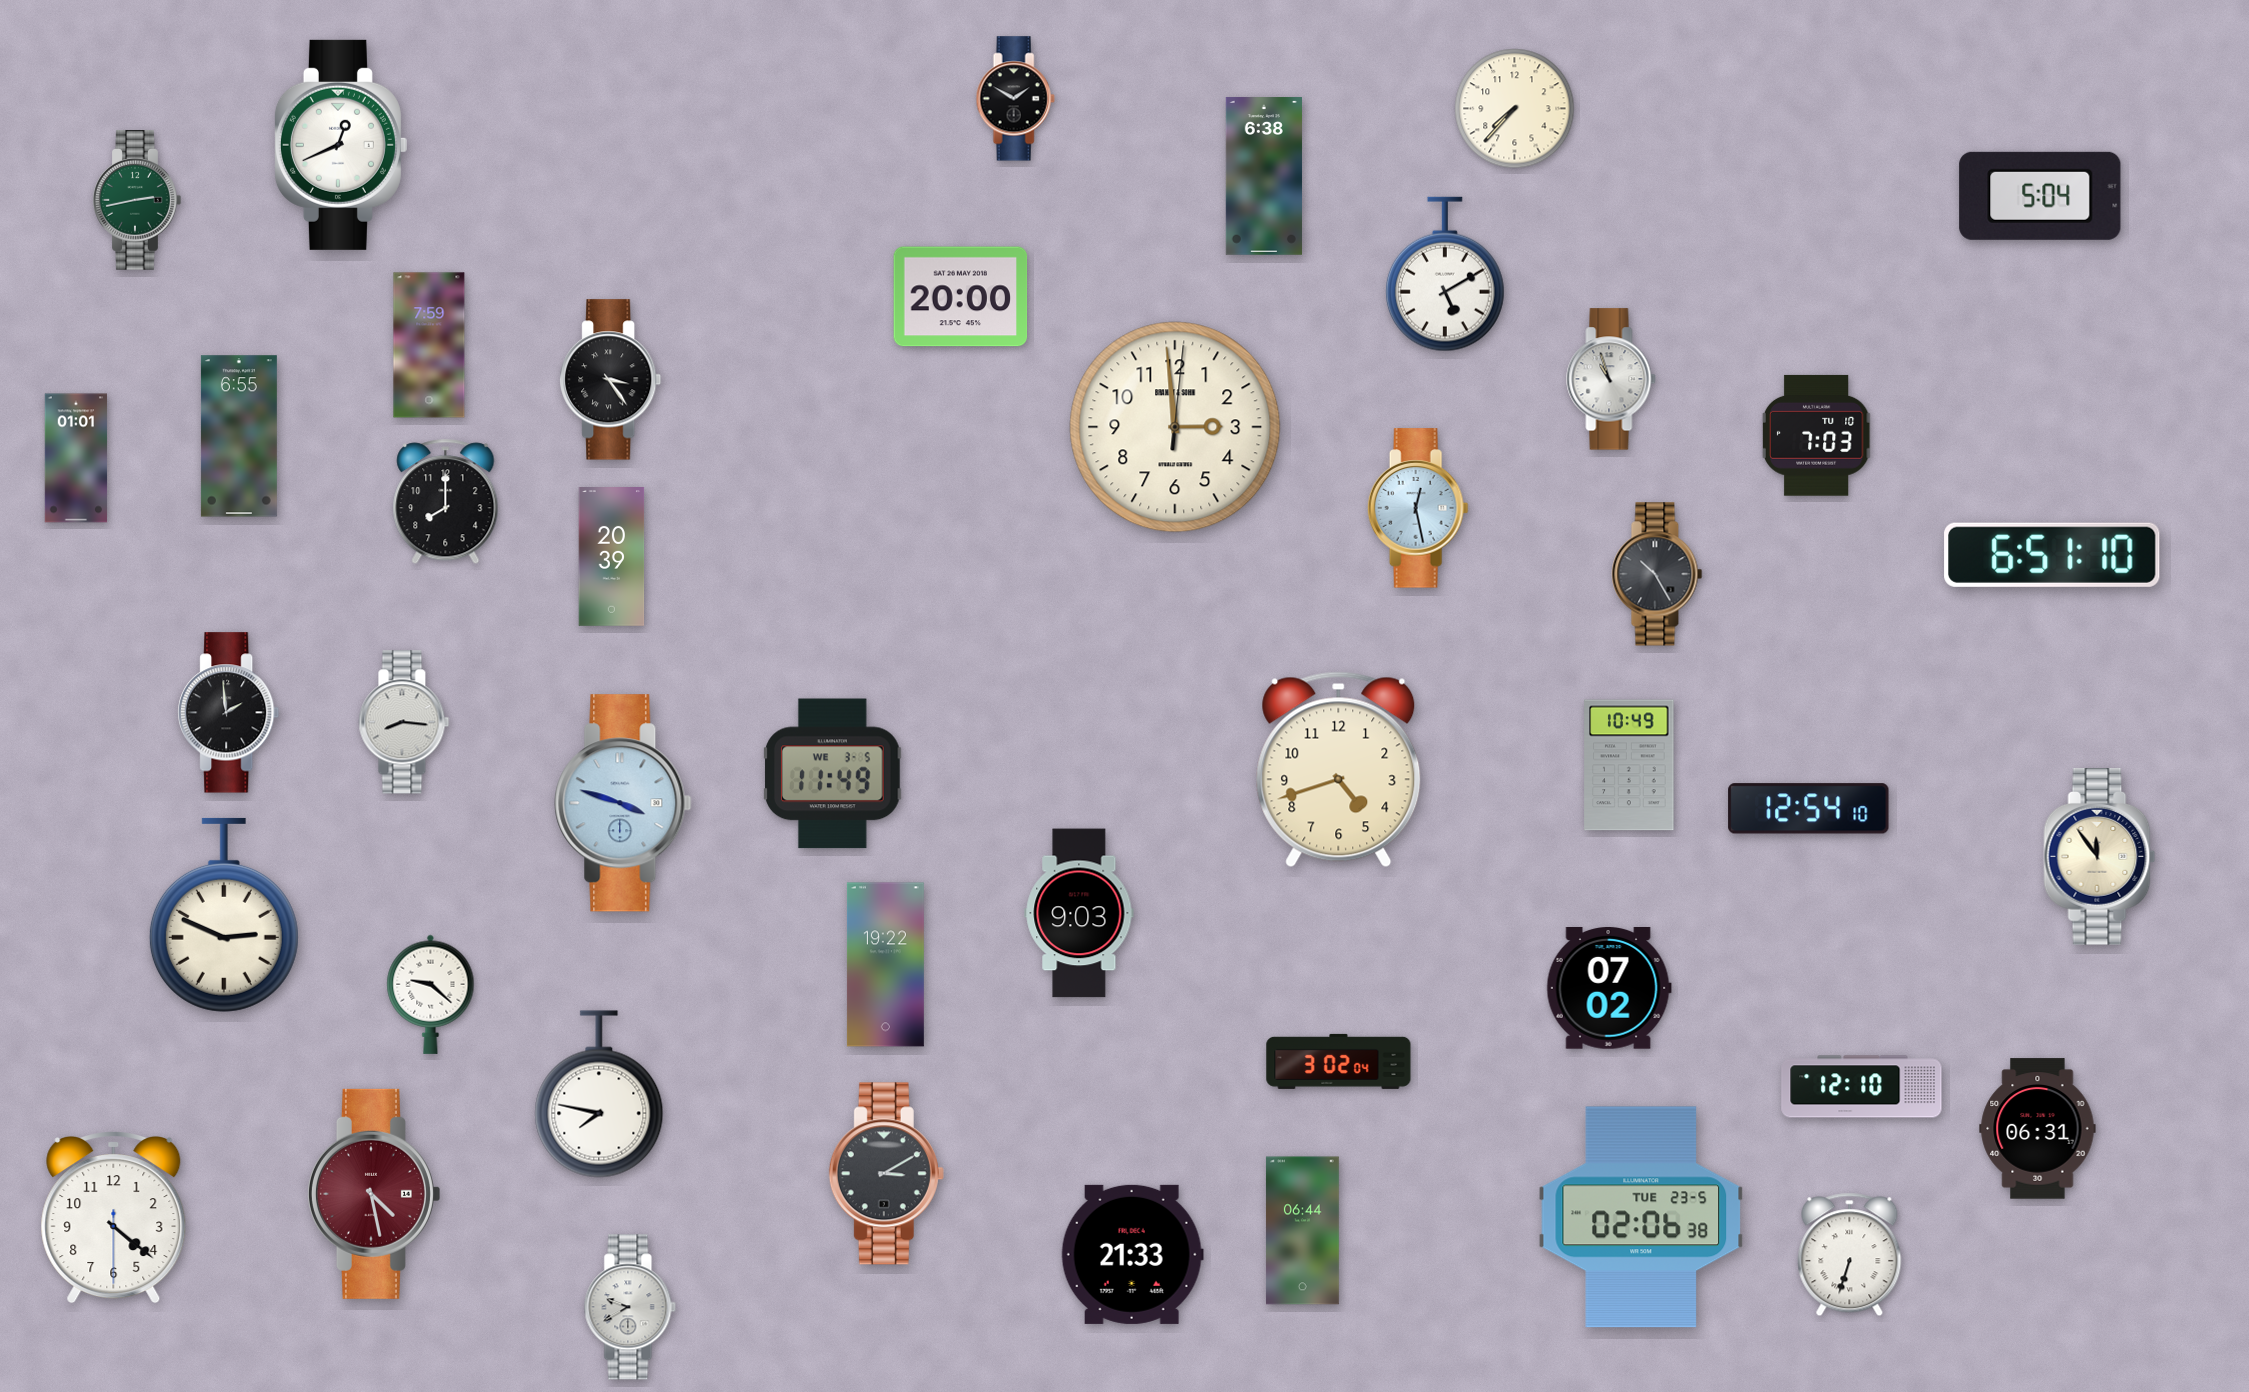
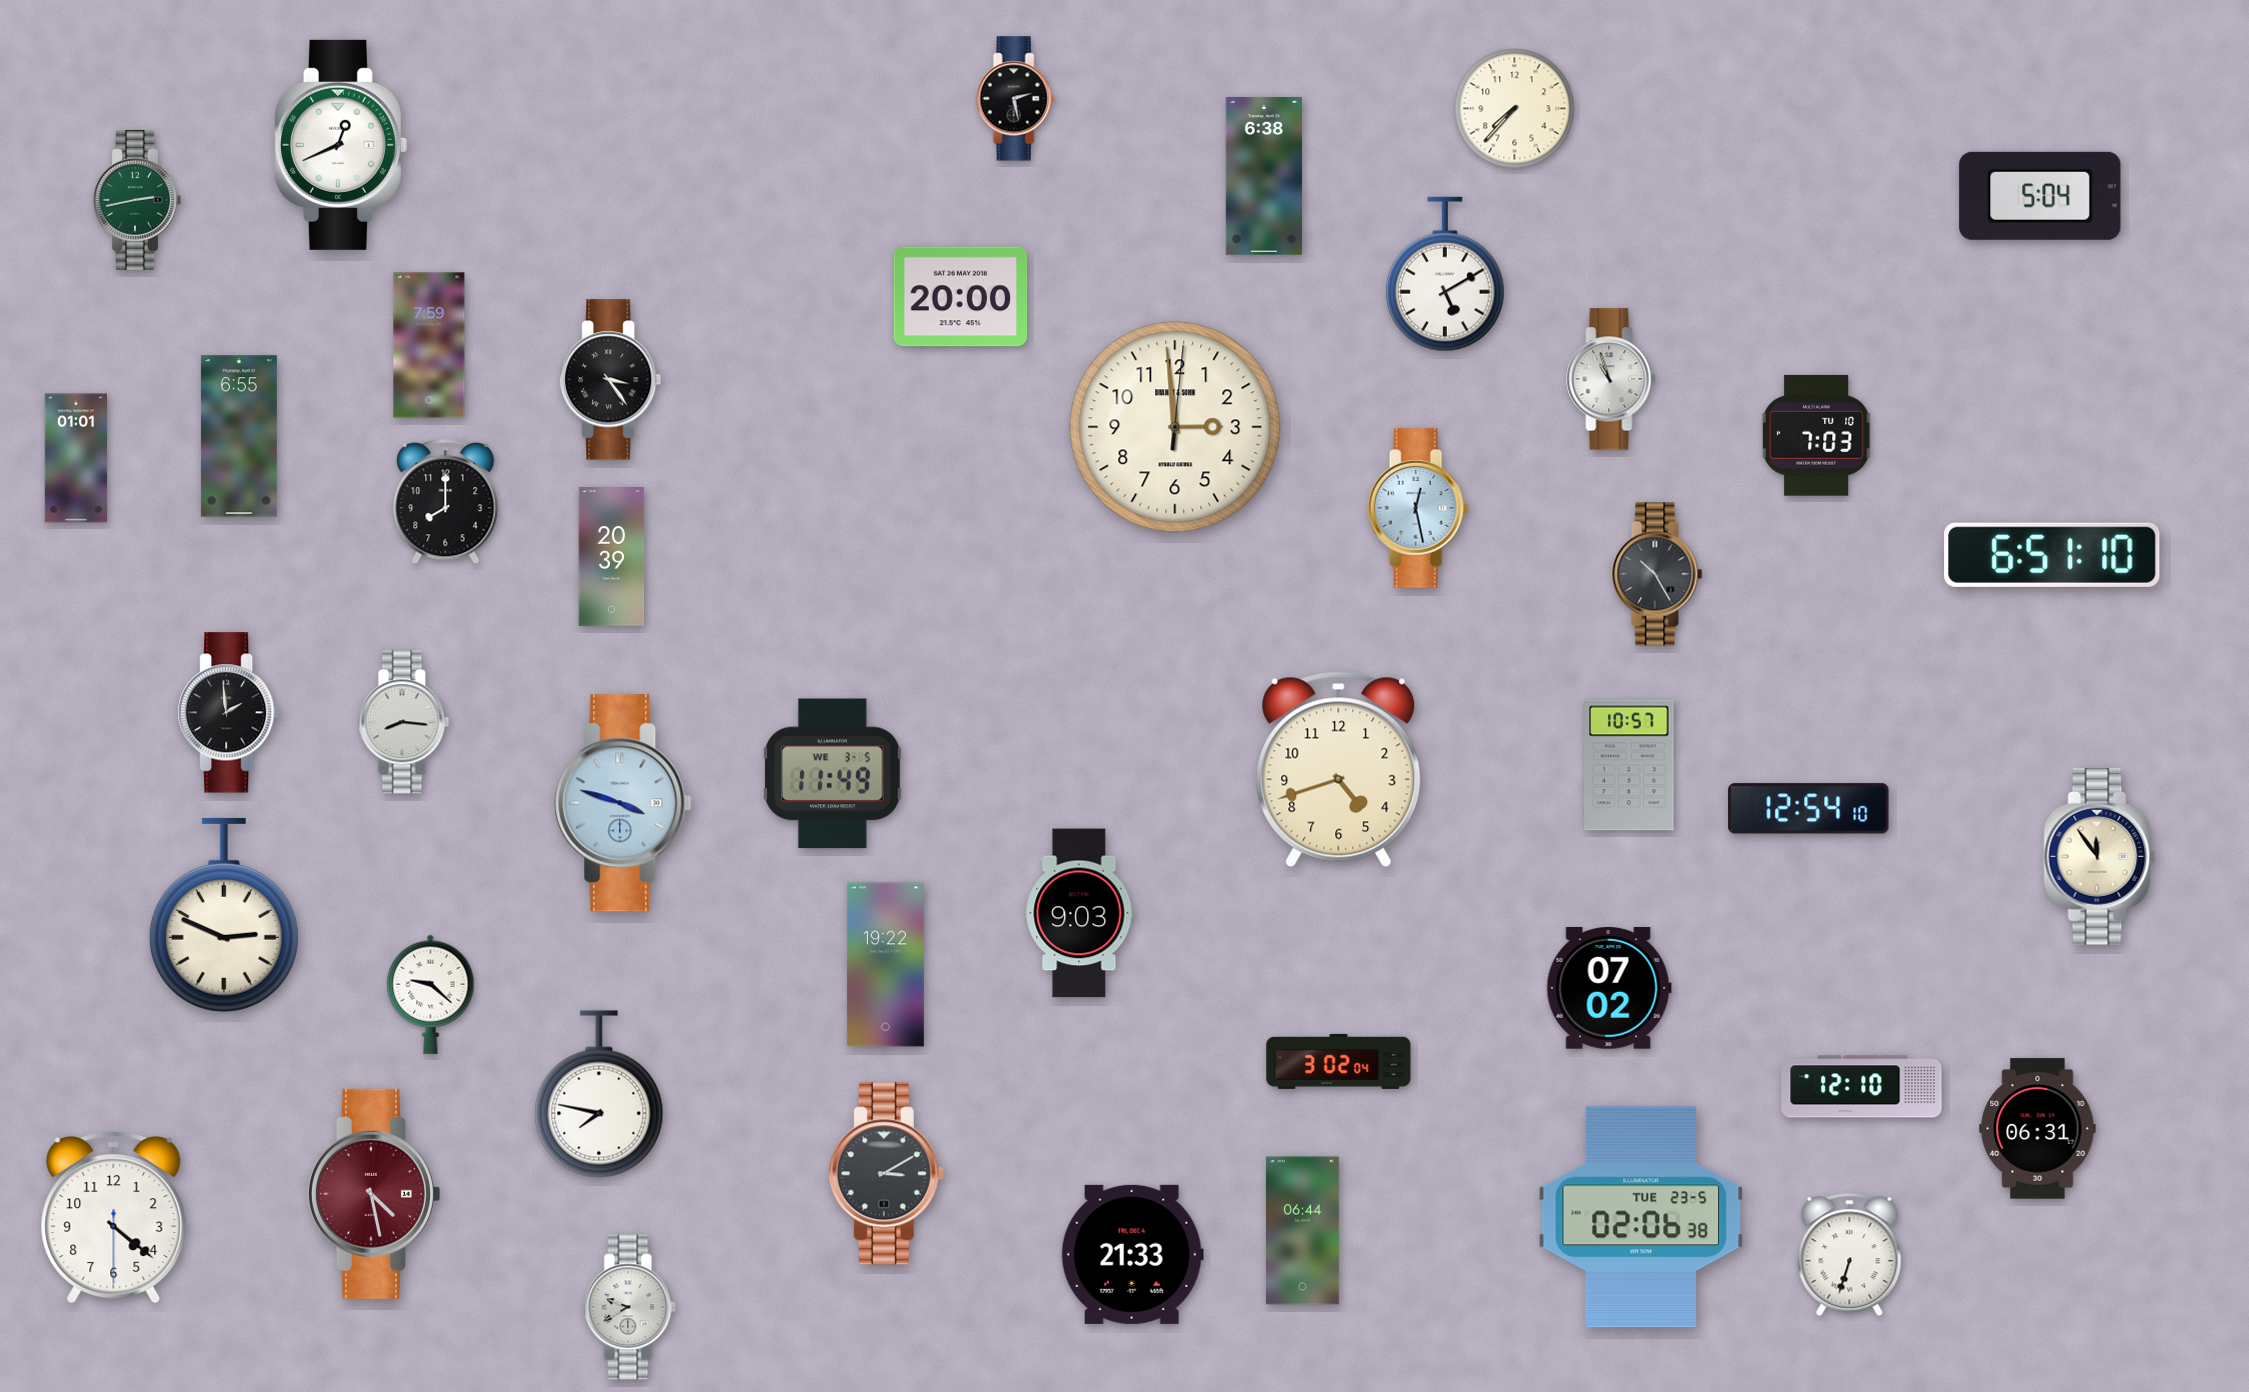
clock at (1015, 99): 1:50 -> 2:28
clock at (1629, 765): 10:49 -> 10:57
